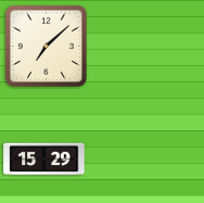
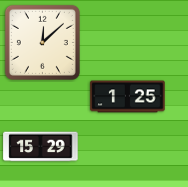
clock at (46, 46): 7:08 -> 12:08
clock at (128, 97): none -> 1:25
